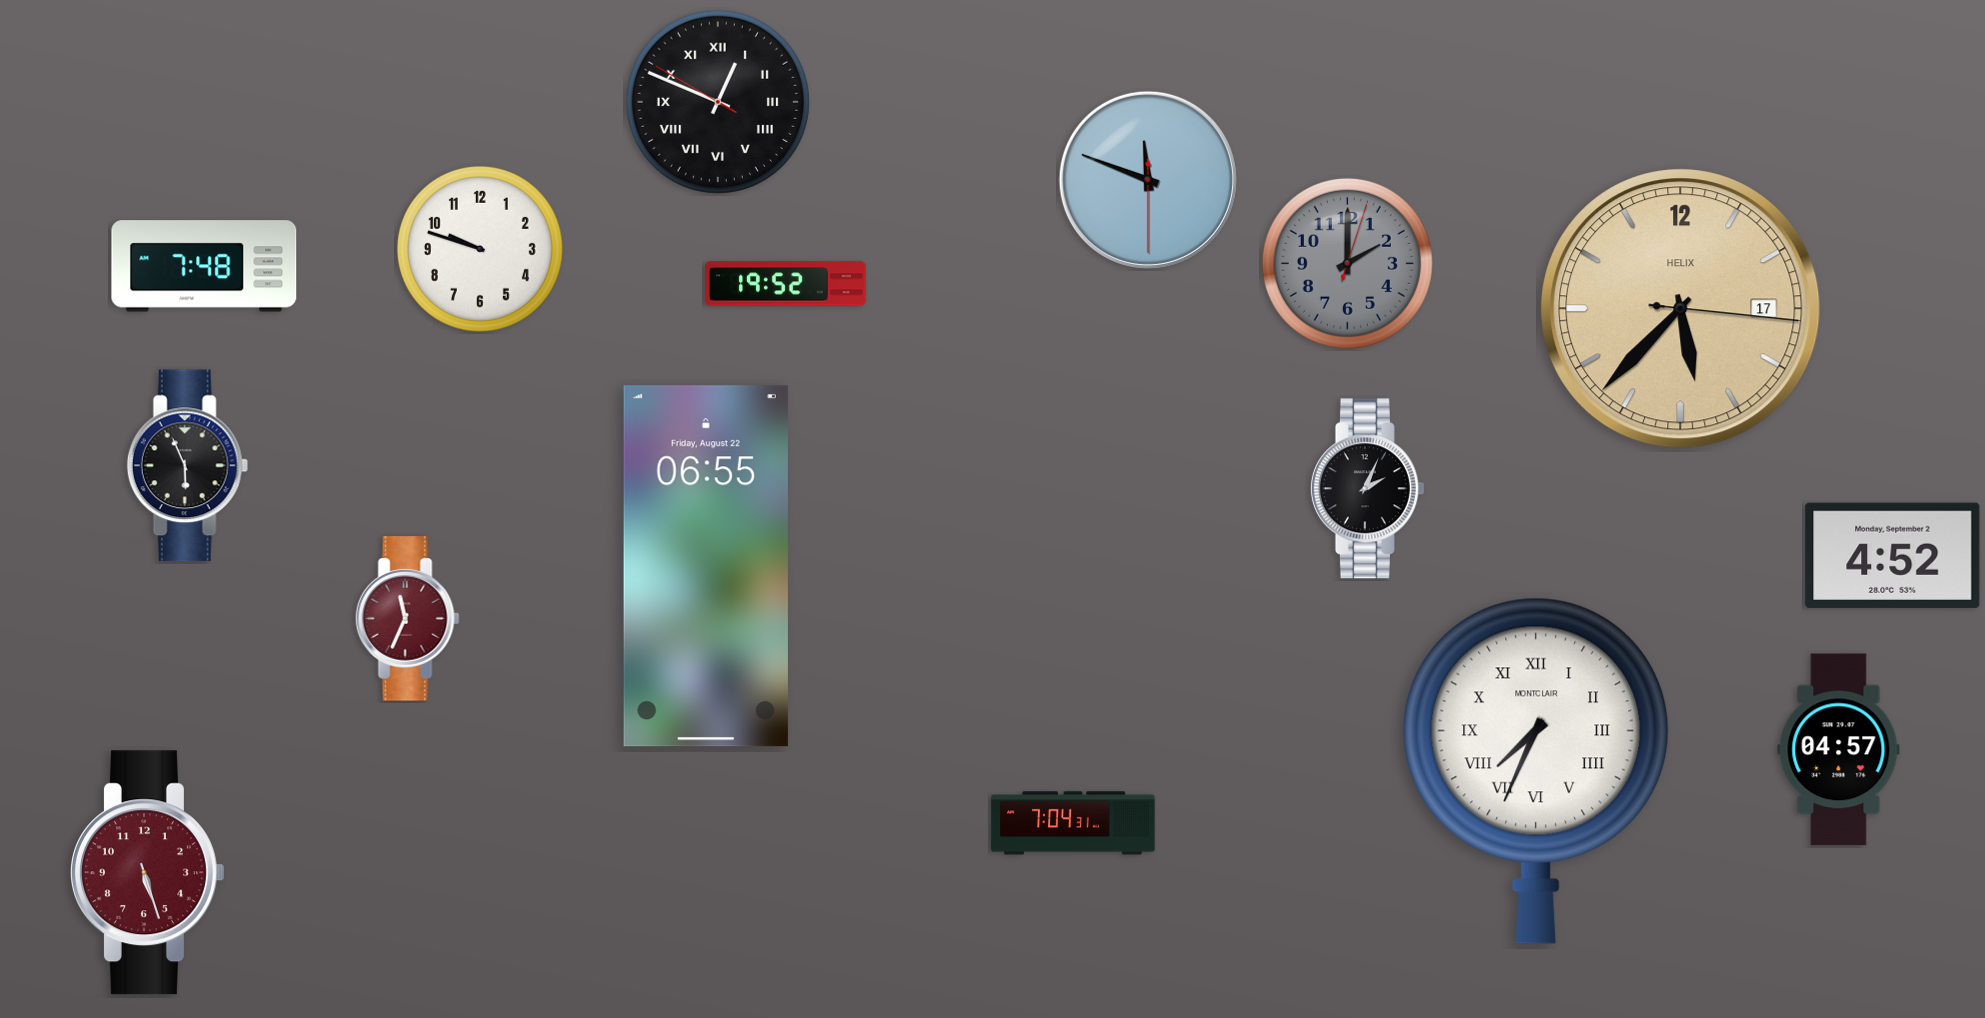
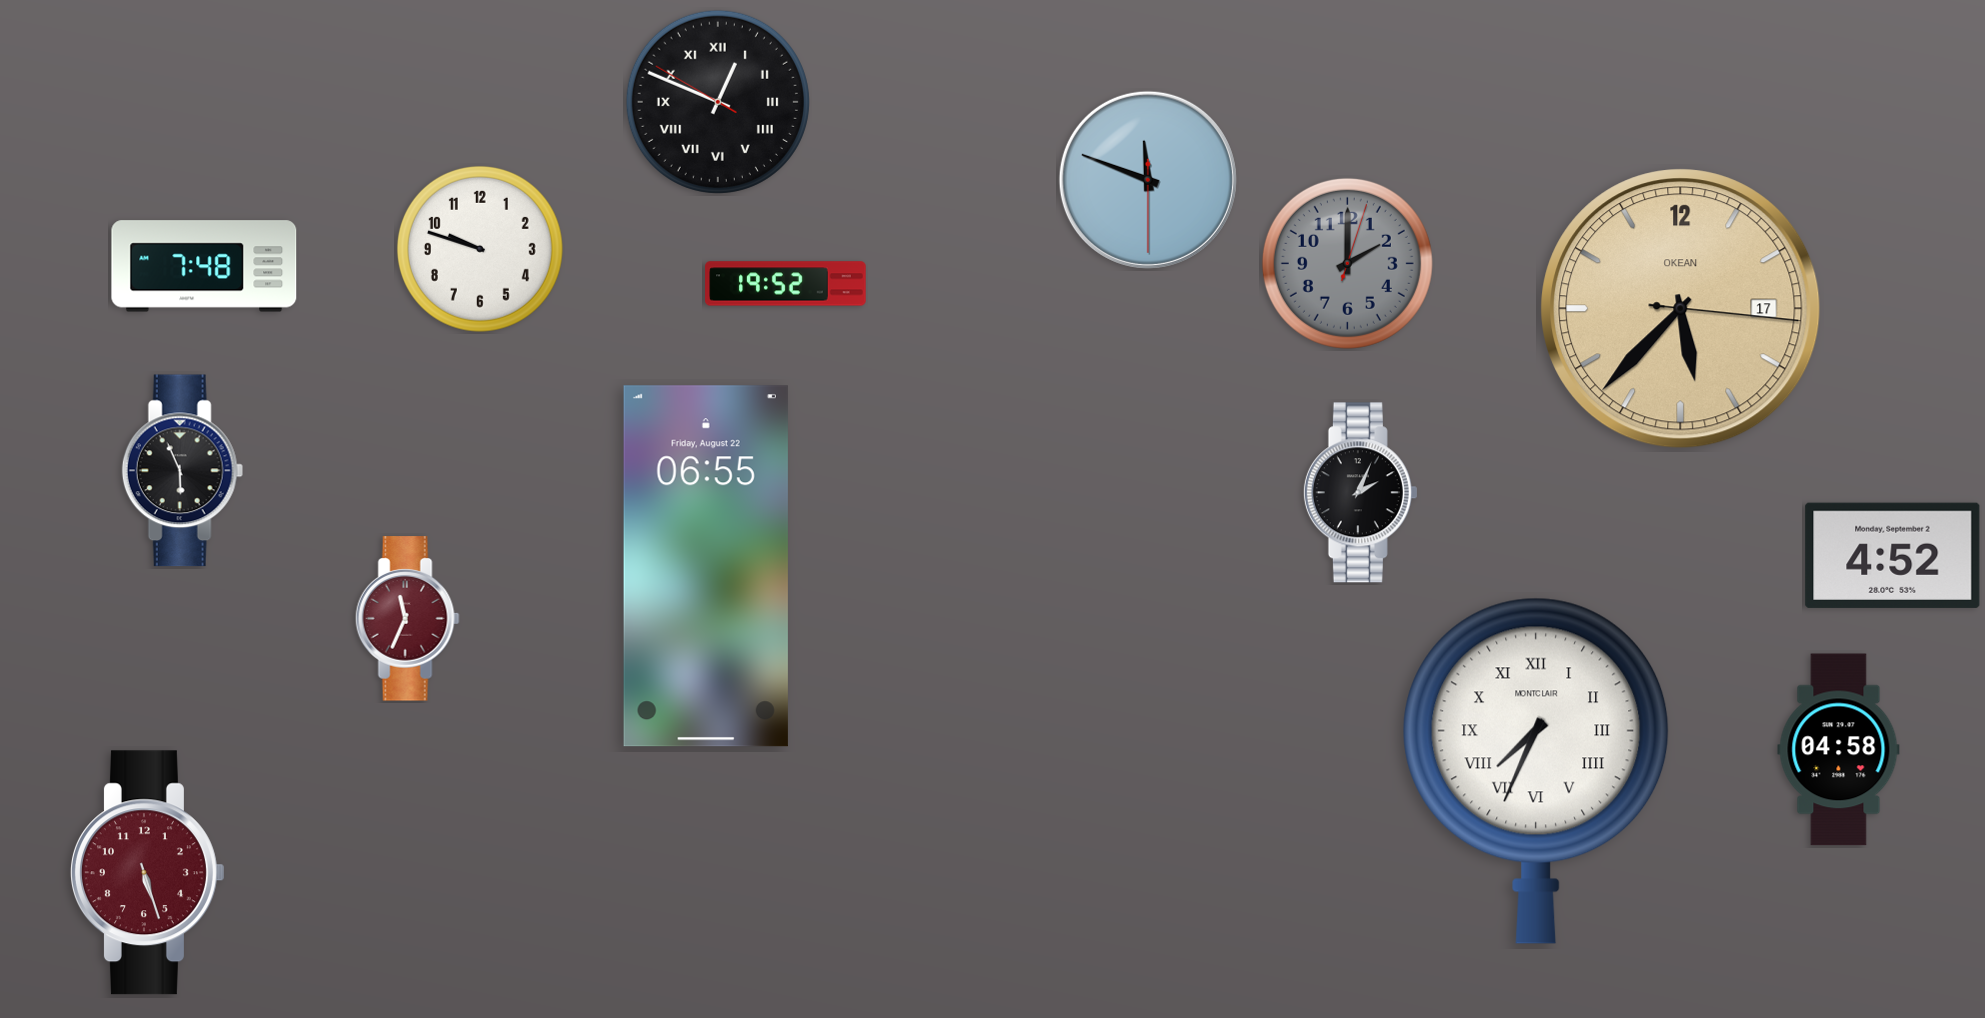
clock at (1681, 309) brand: HELIX -> OKEAN
clock at (187, 466) position: (187, 466) -> (182, 471)
clock at (1367, 489) position: (1367, 489) -> (1360, 493)
clock at (1839, 750): 04:57 -> 04:58
clock at (1073, 823): 7:04 -> none
